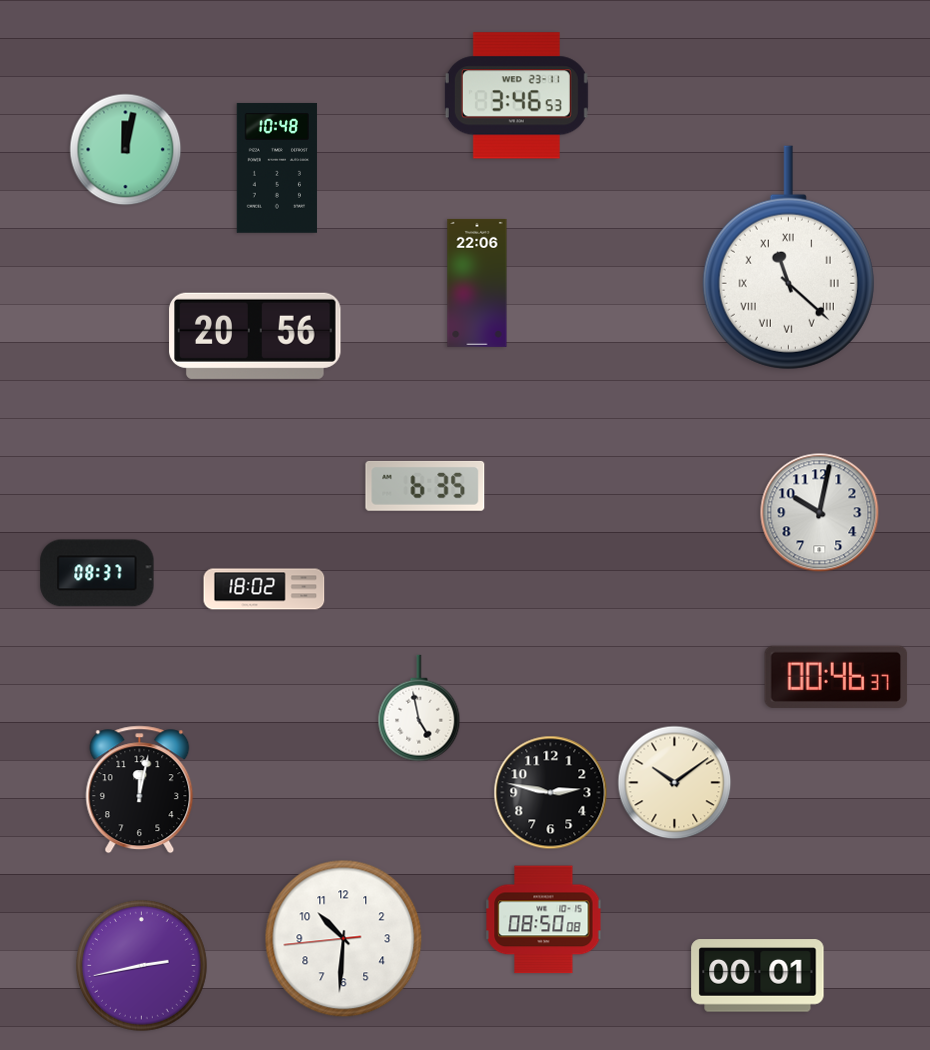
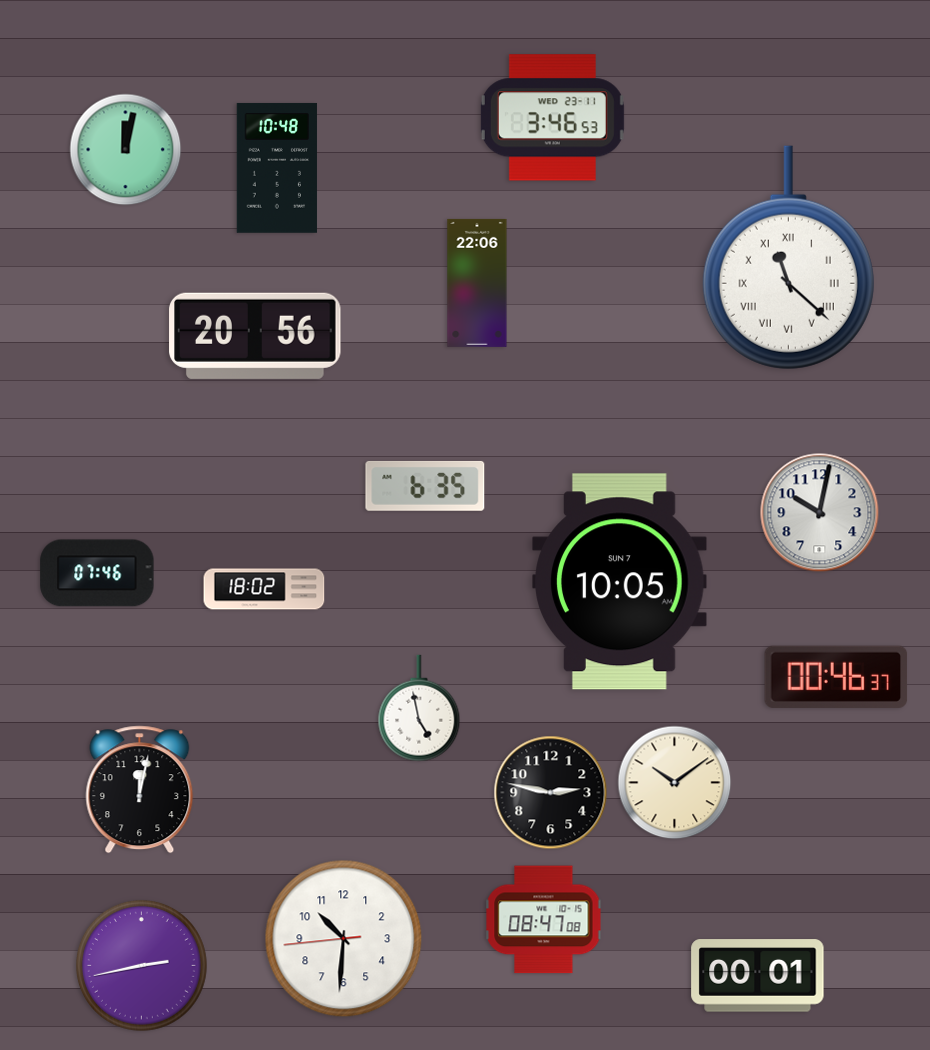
clock at (516, 96) position: (516, 96) -> (552, 118)
clock at (97, 573): 08:37 -> 07:46
clock at (620, 582): none -> 10:05
clock at (544, 920): 08:50 -> 08:47
